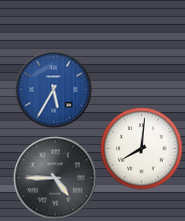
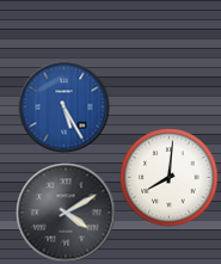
clock at (54, 90): 5:35 -> 5:25
clock at (55, 178): 4:45 -> 4:10
